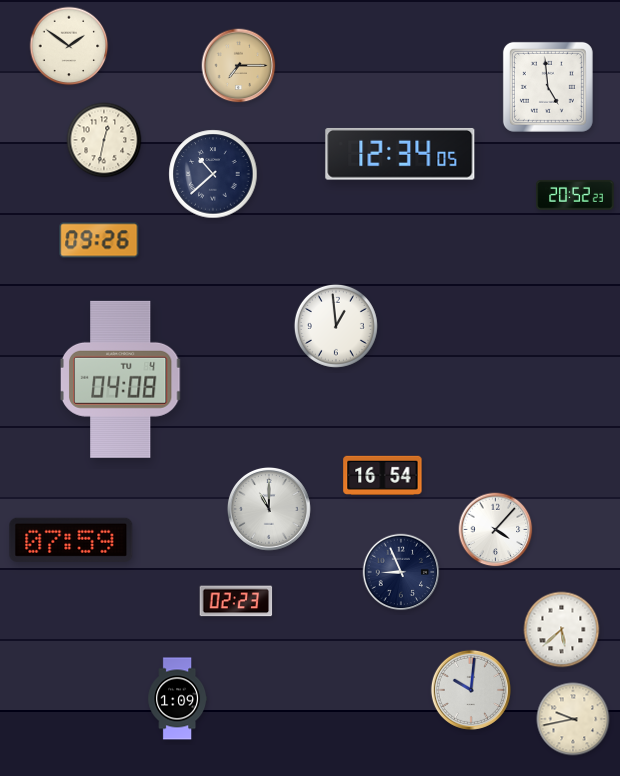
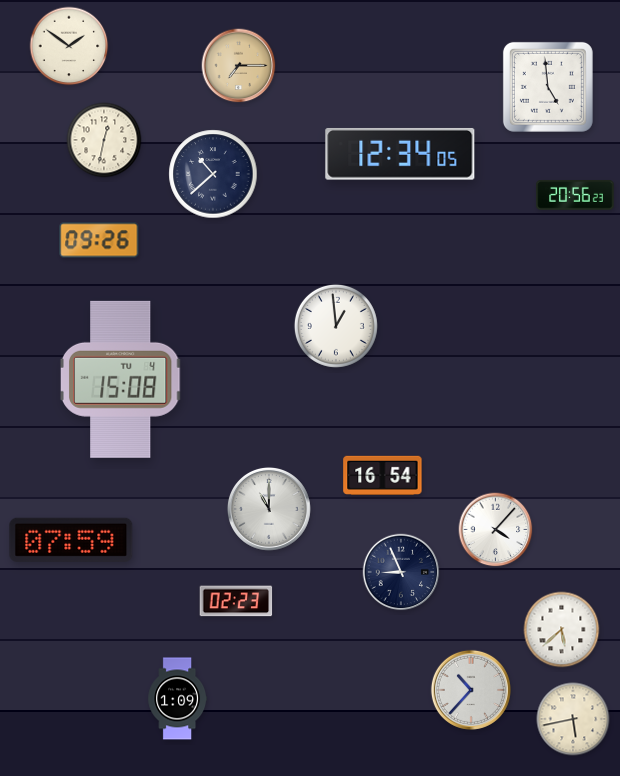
clock at (575, 195): 20:52 -> 20:56
clock at (120, 379): 04:08 -> 15:08
clock at (471, 690): 10:01 -> 10:37
clock at (573, 719): 9:43 -> 5:43
